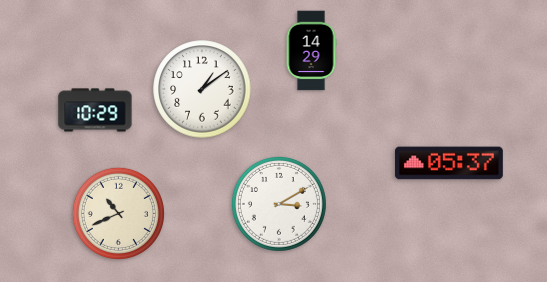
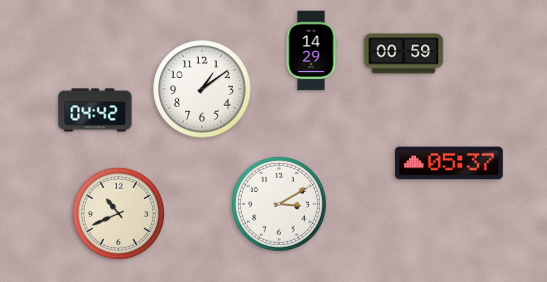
clock at (404, 54): none -> 00:59
clock at (95, 110): 10:29 -> 04:42
